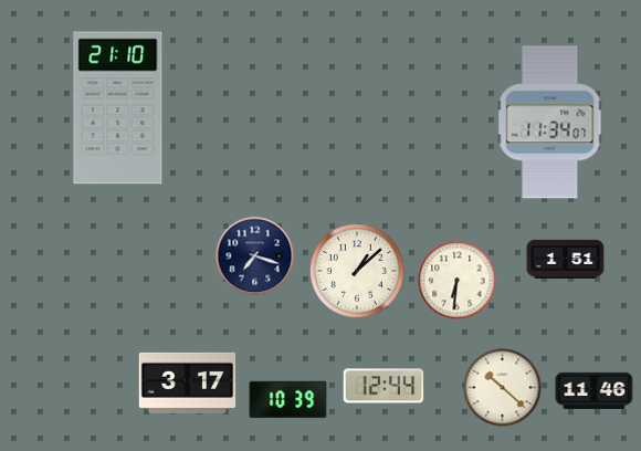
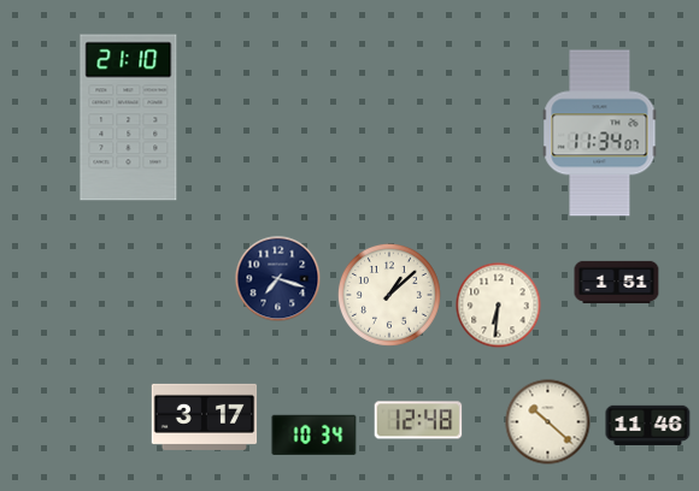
clock at (383, 386): 12:44 -> 12:48
clock at (288, 400): 10:39 -> 10:34
